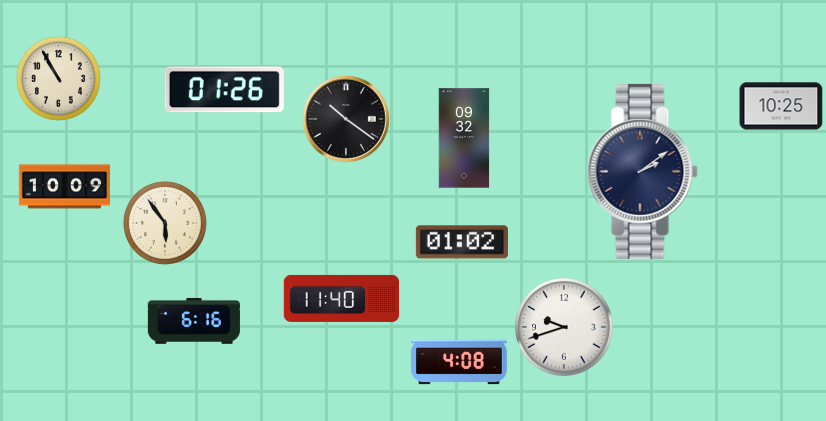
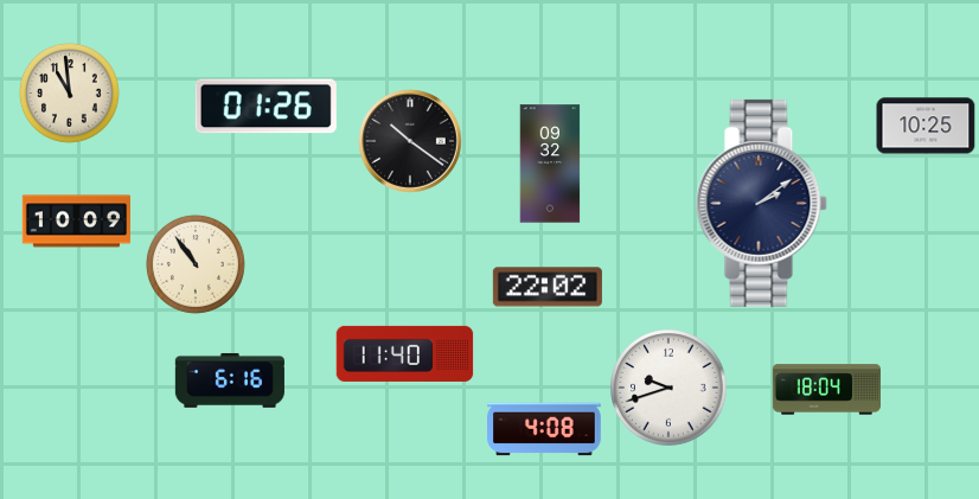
clock at (58, 78): 10:55 -> 10:59
clock at (165, 223): 5:54 -> 10:54
clock at (462, 242): 01:02 -> 22:02
clock at (826, 390): none -> 18:04
